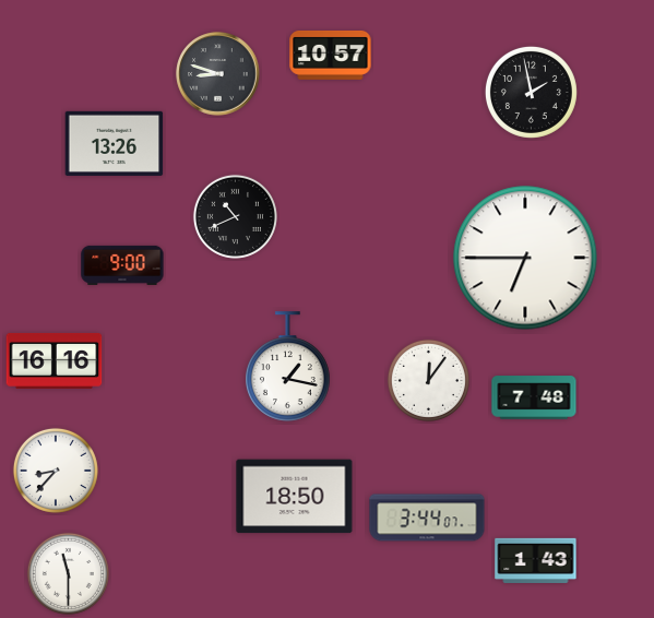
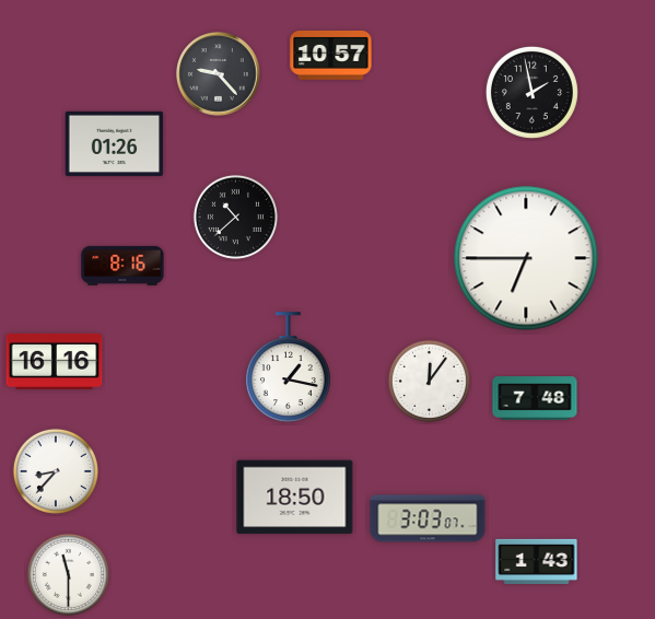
clock at (218, 74): 8:48 -> 9:23
clock at (115, 143): 13:26 -> 01:26
clock at (235, 216): 10:41 -> 10:38
clock at (122, 265): 9:00 -> 8:16
clock at (427, 518): 3:44 -> 3:03
